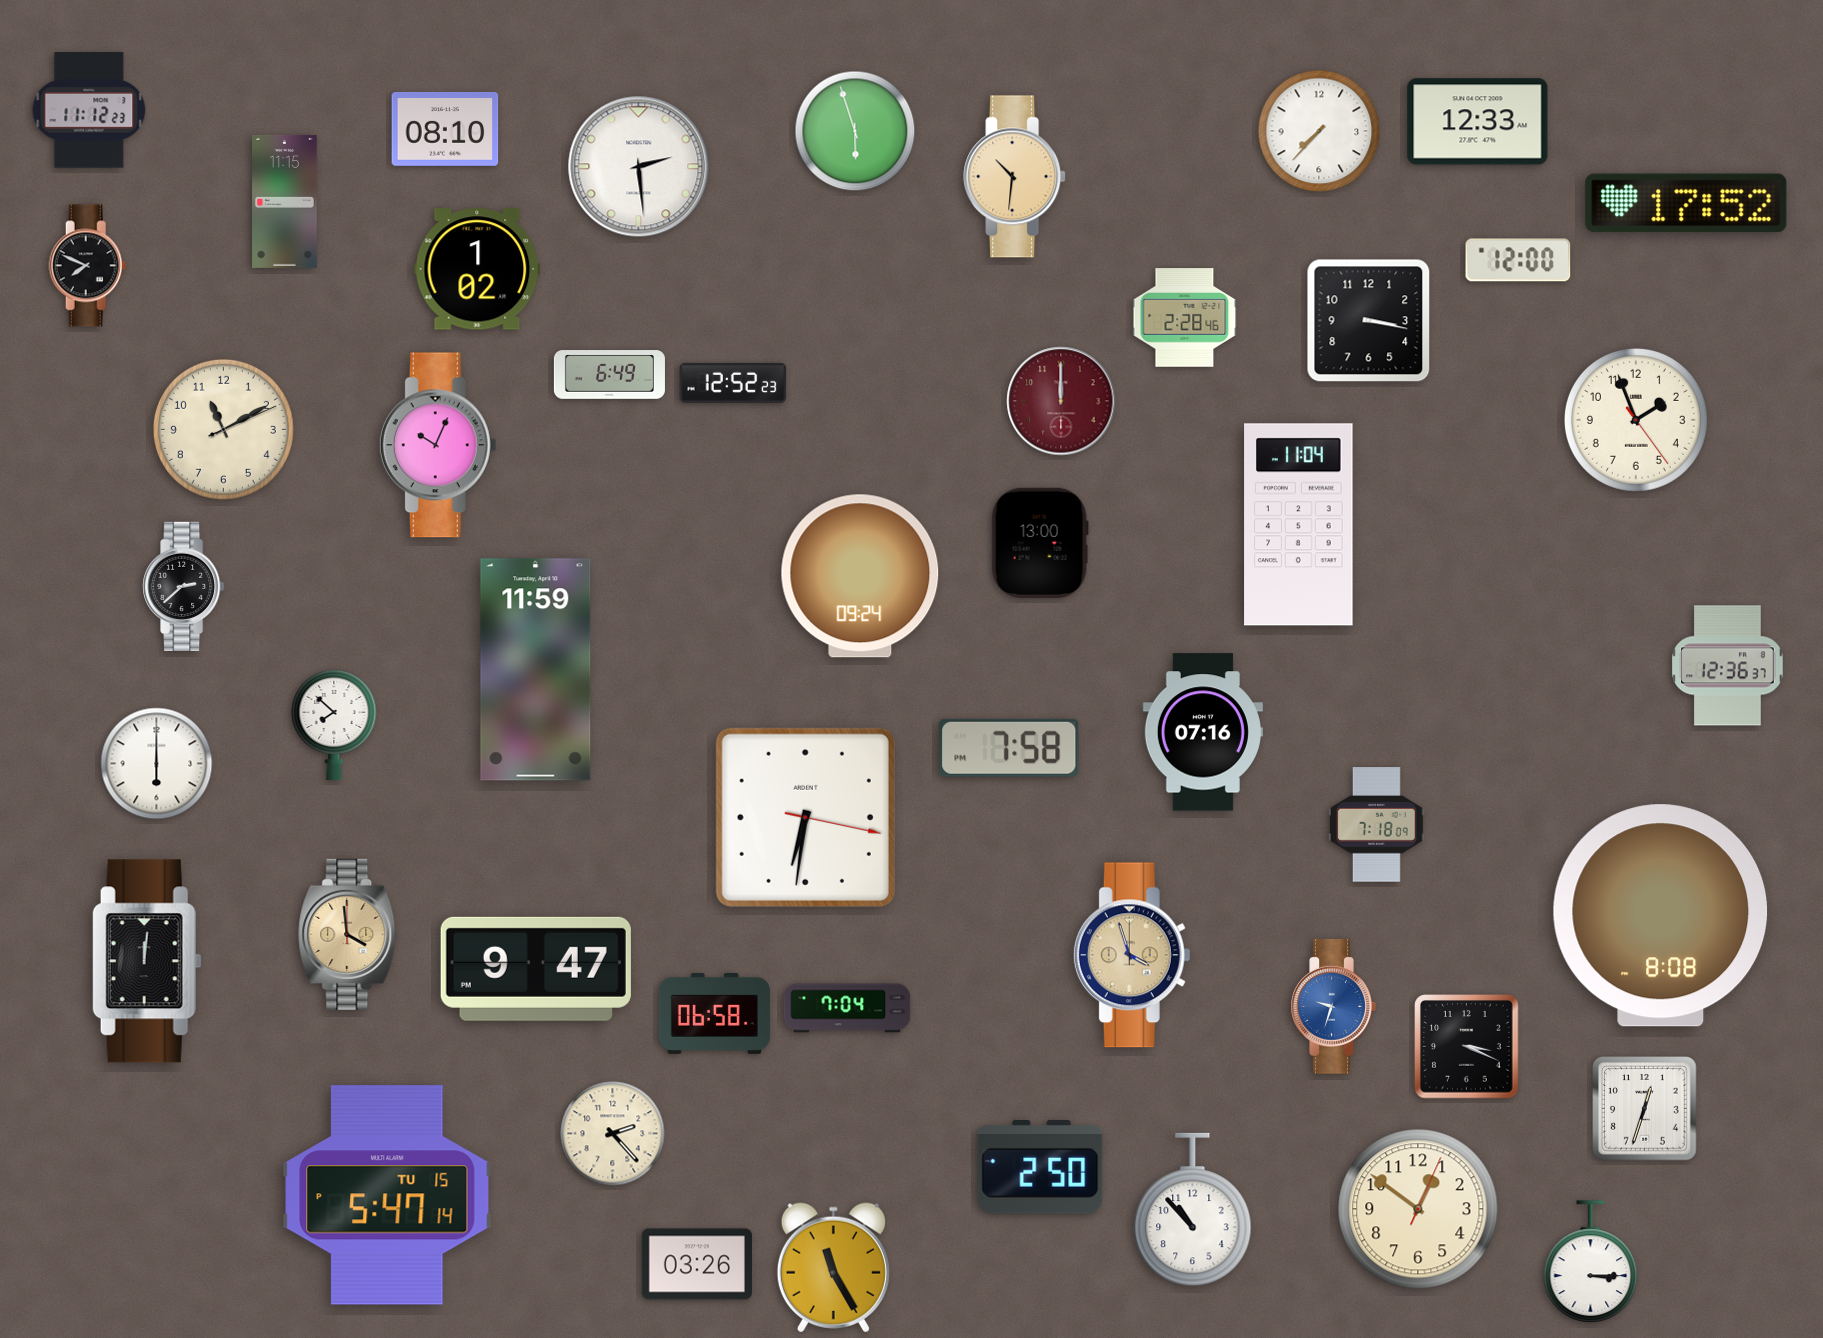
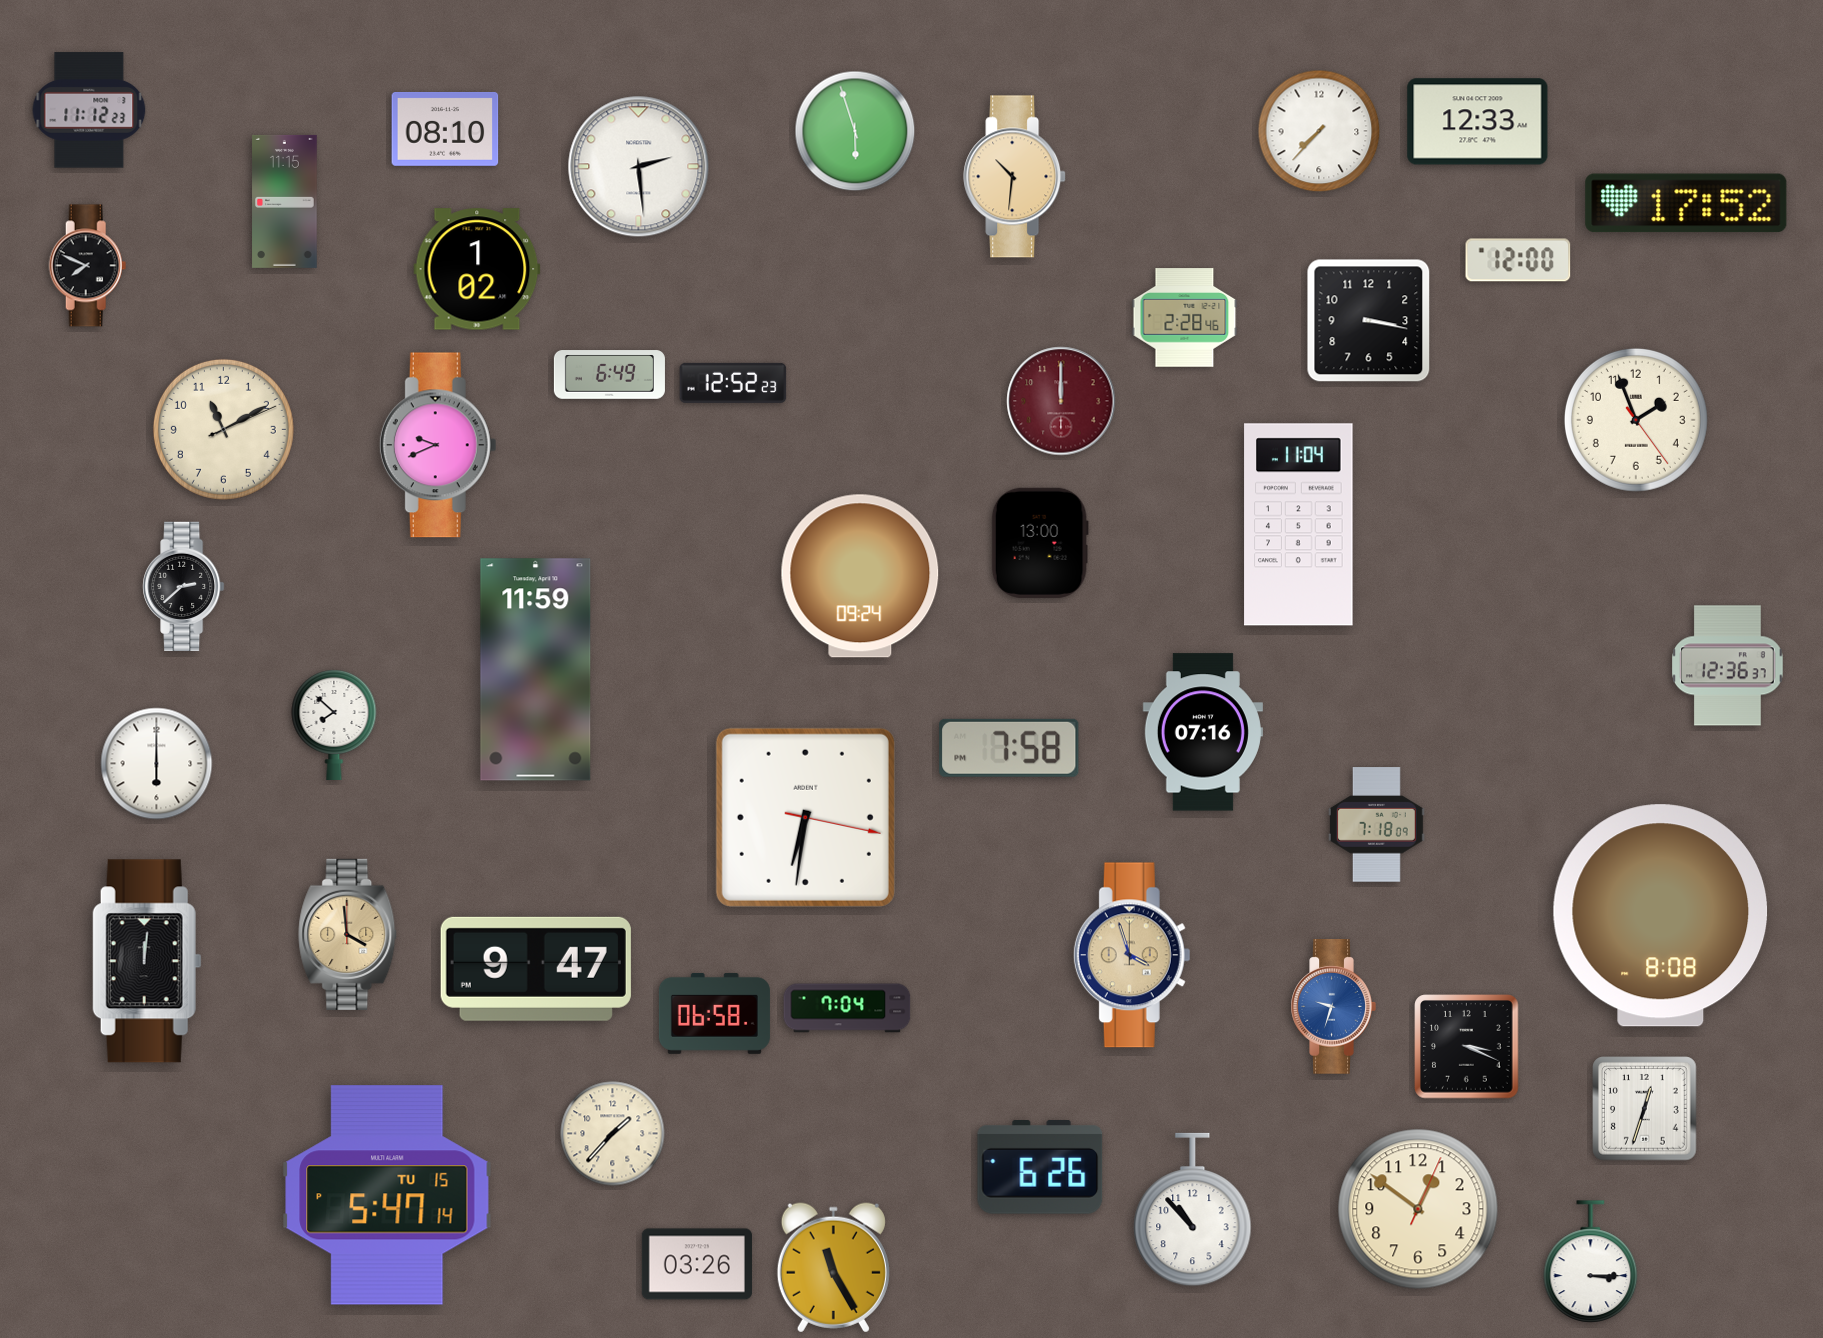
clock at (438, 445): 10:04 -> 9:41
clock at (613, 1134): 2:23 -> 1:37
clock at (1040, 1168): 2:50 -> 6:26
